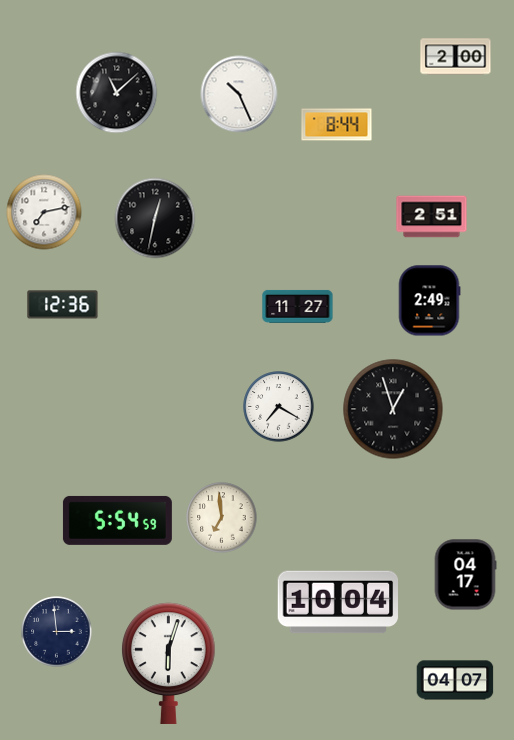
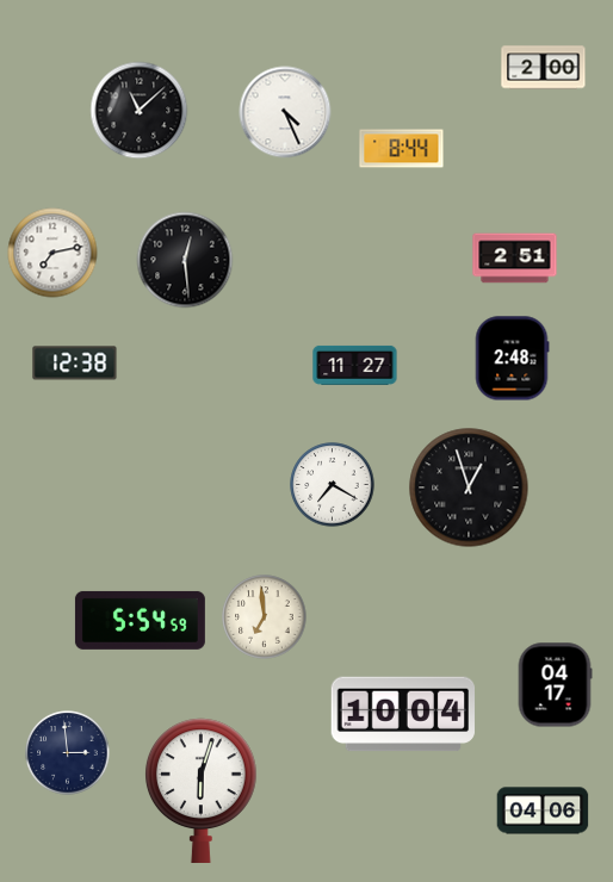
clock at (239, 94): 10:26 -> 4:26
clock at (155, 218): 12:32 -> 12:29
clock at (429, 301): 2:49 -> 2:48
clock at (63, 305): 12:36 -> 12:38
clock at (338, 602) position: (338, 602) -> (403, 714)
clock at (455, 680): 04:07 -> 04:06
